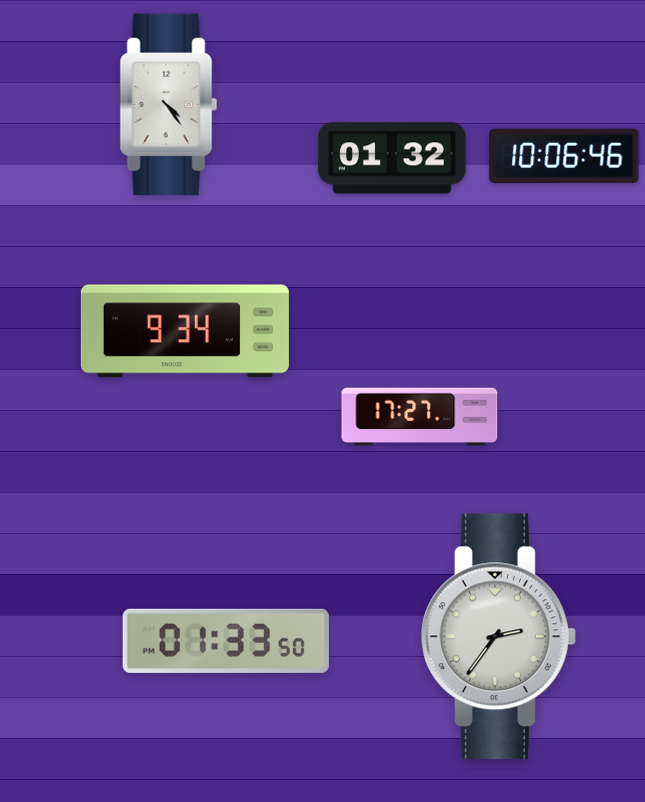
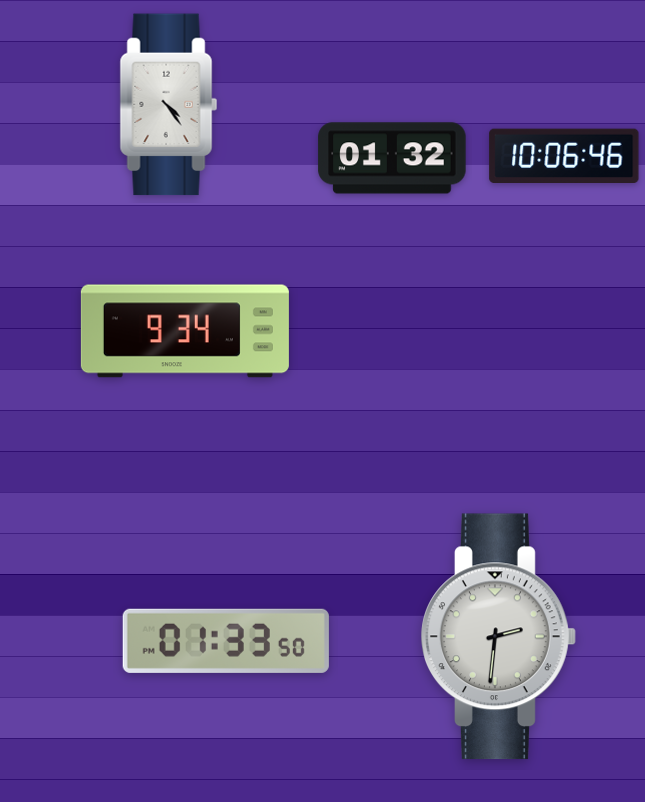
clock at (420, 417): 17:27 -> none
clock at (499, 637): 2:36 -> 2:31
